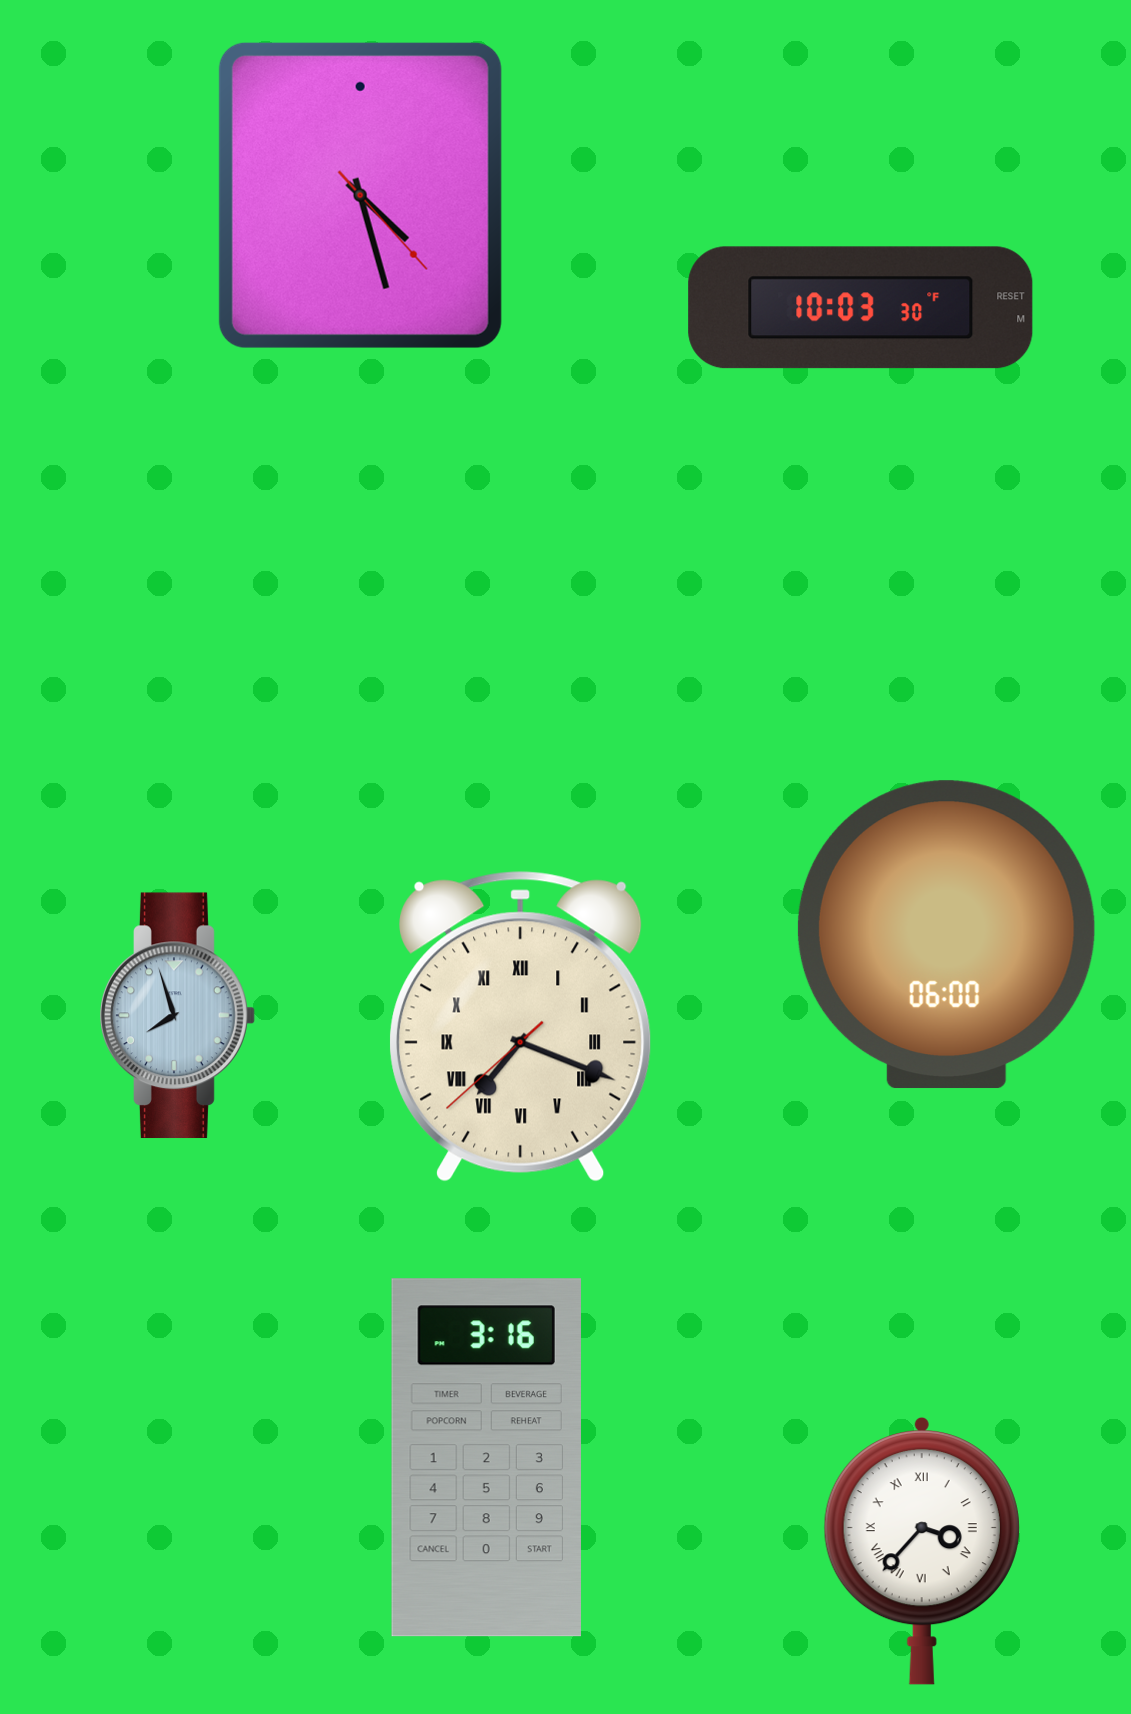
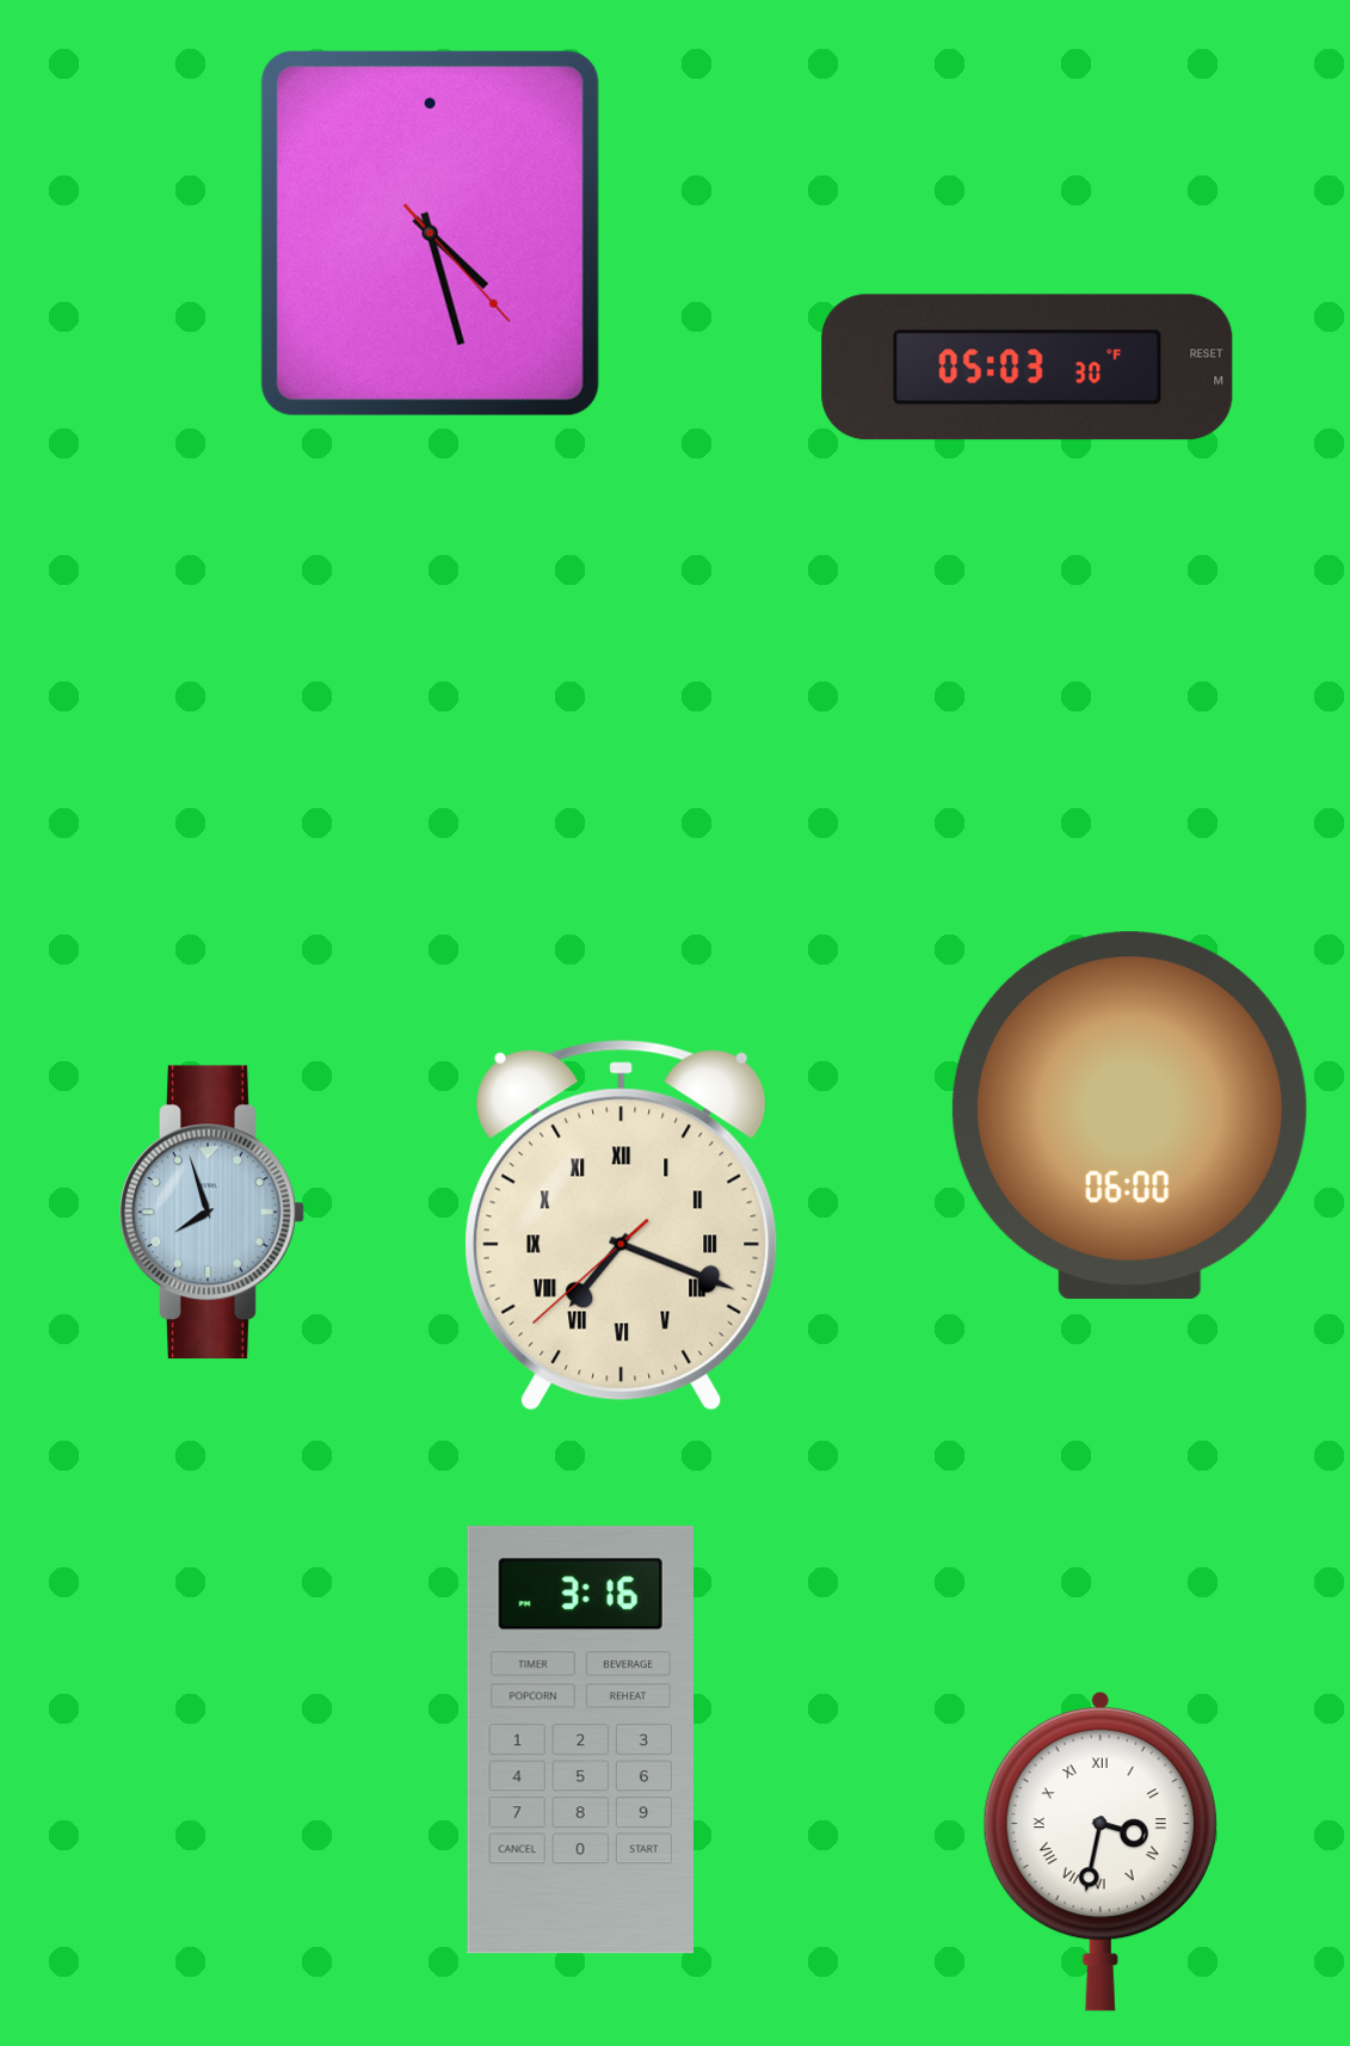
clock at (861, 308): 10:03 -> 05:03
clock at (922, 1551): 3:37 -> 3:32
